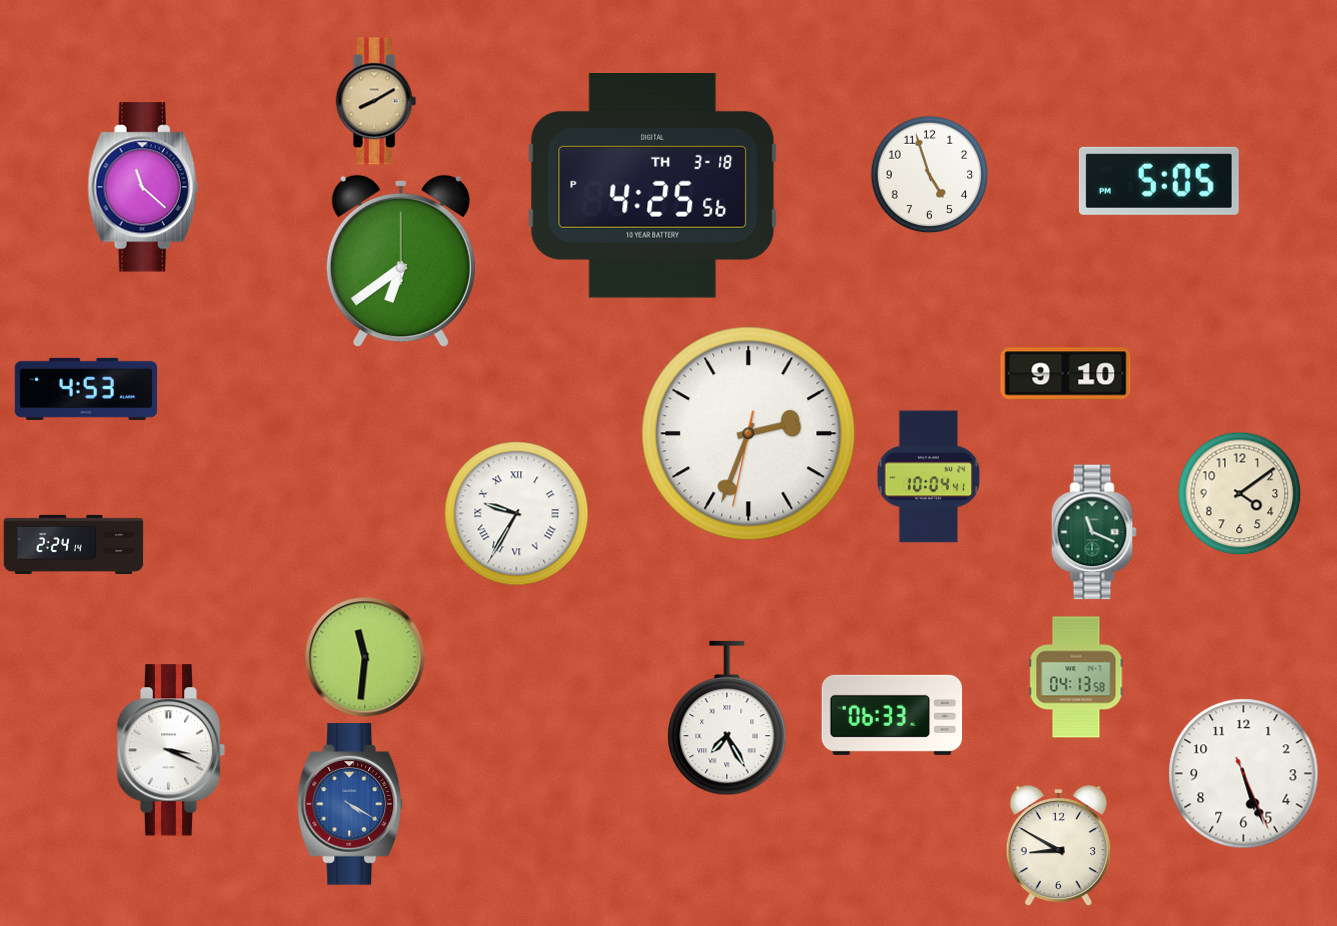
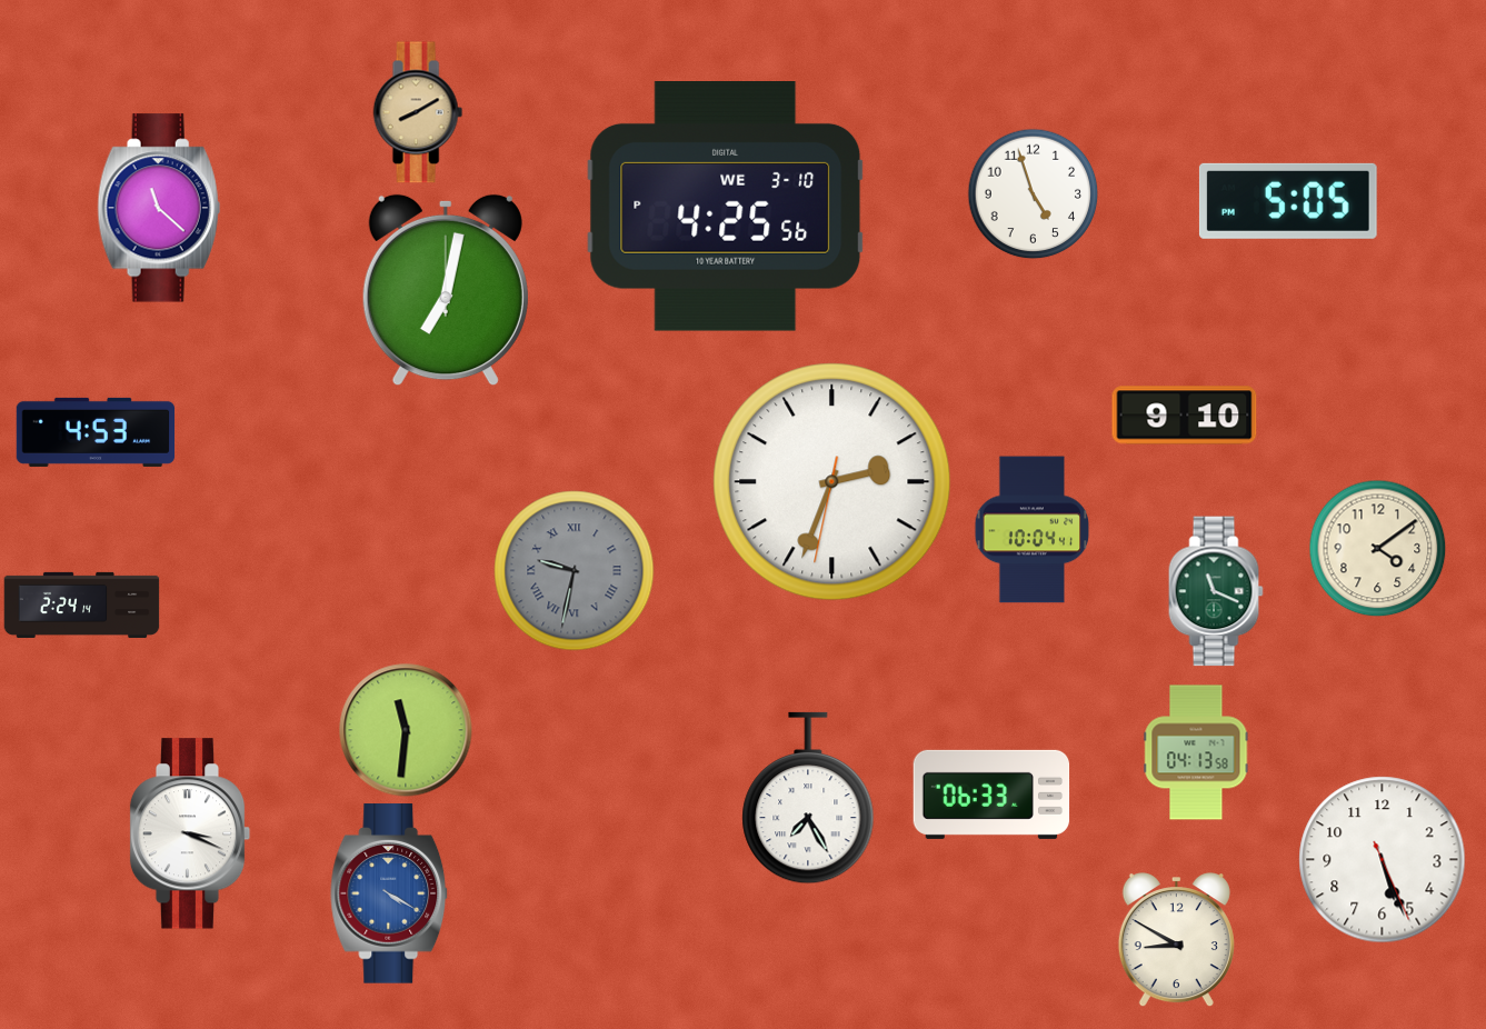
clock at (653, 186) date: TH 3-18 -> WE 3-10
clock at (401, 261): 6:39 -> 7:02
clock at (517, 514): 9:35 -> 9:32
clock at (517, 514) dial: white -> grey
